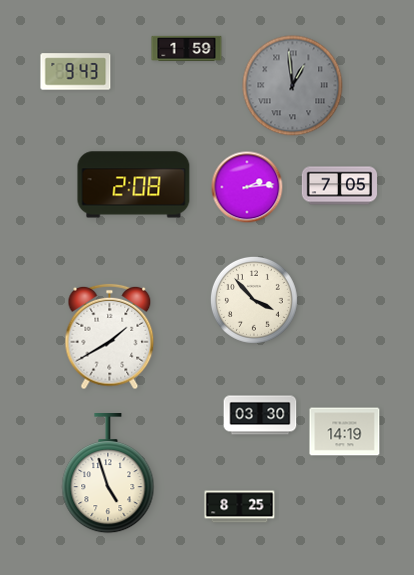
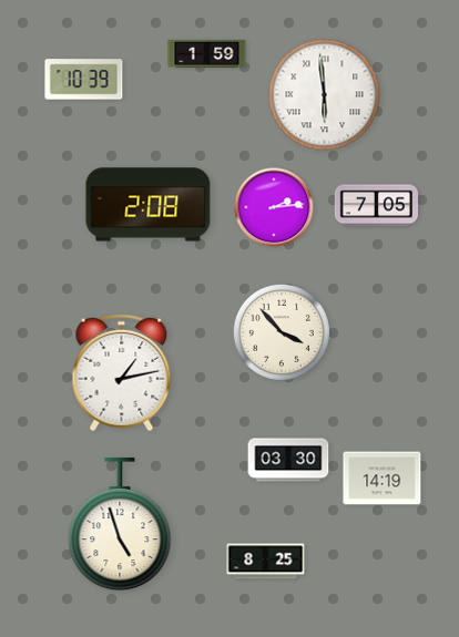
clock at (76, 72): 9:43 -> 10:39
clock at (293, 86): 12:59 -> 5:59
clock at (293, 86) dial: grey -> white
clock at (110, 337): 1:40 -> 1:13
